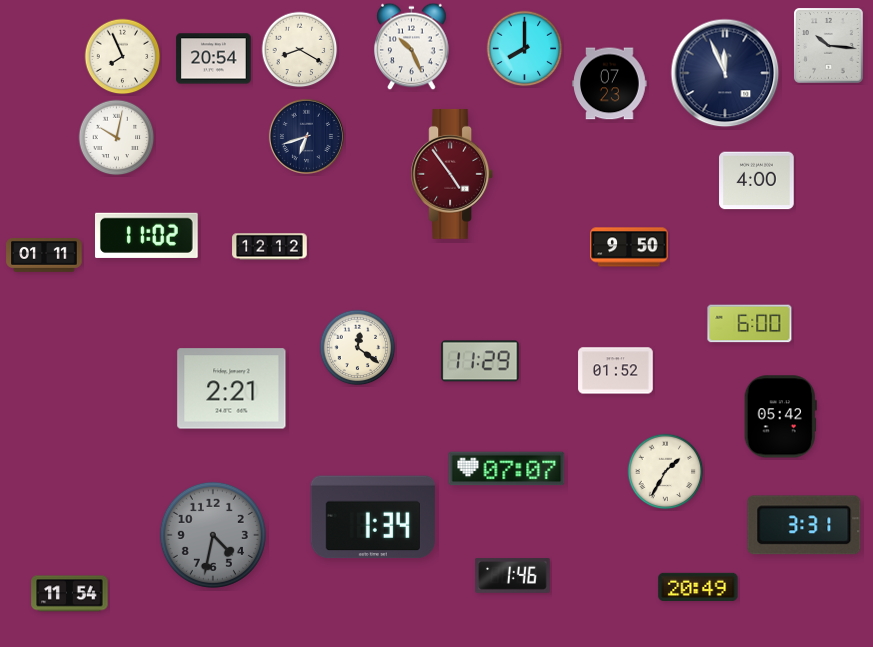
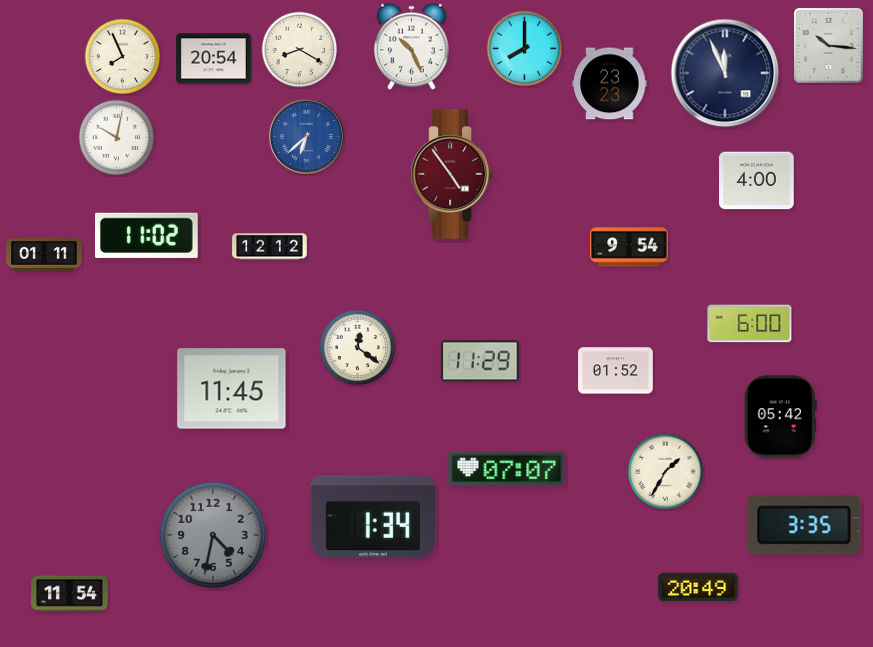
clock at (610, 84): 07:23 -> 23:23
clock at (306, 136): 6:42 -> 6:38
clock at (306, 136) dial: navy -> blue
clock at (629, 247): 9:50 -> 9:54
clock at (232, 389): 2:21 -> 11:45
clock at (804, 525): 3:31 -> 3:35
clock at (513, 576): 1:46 -> none
